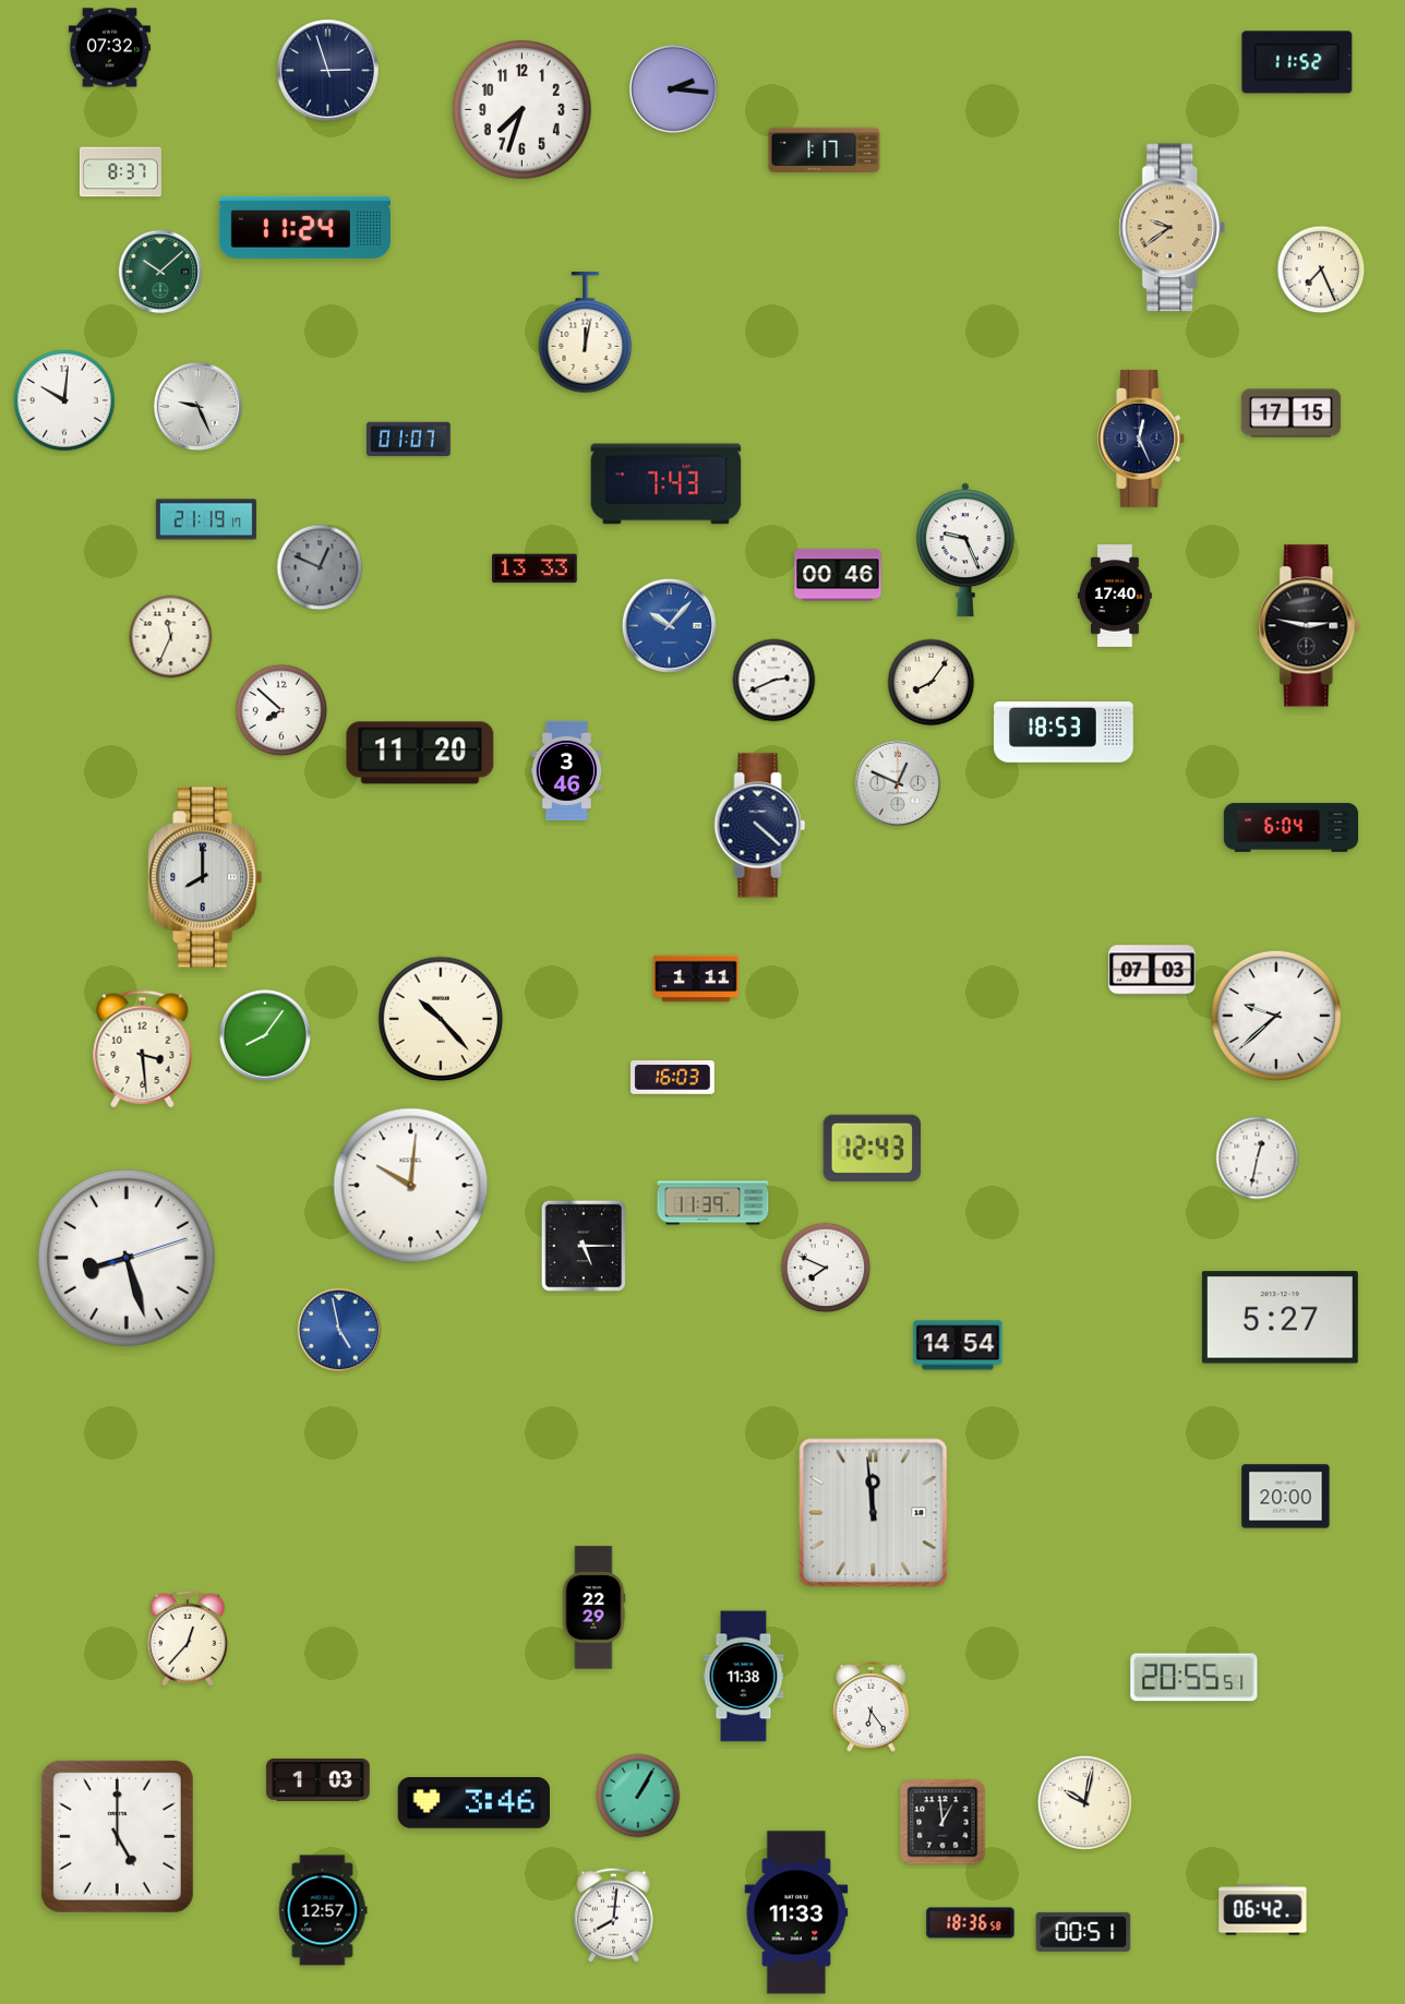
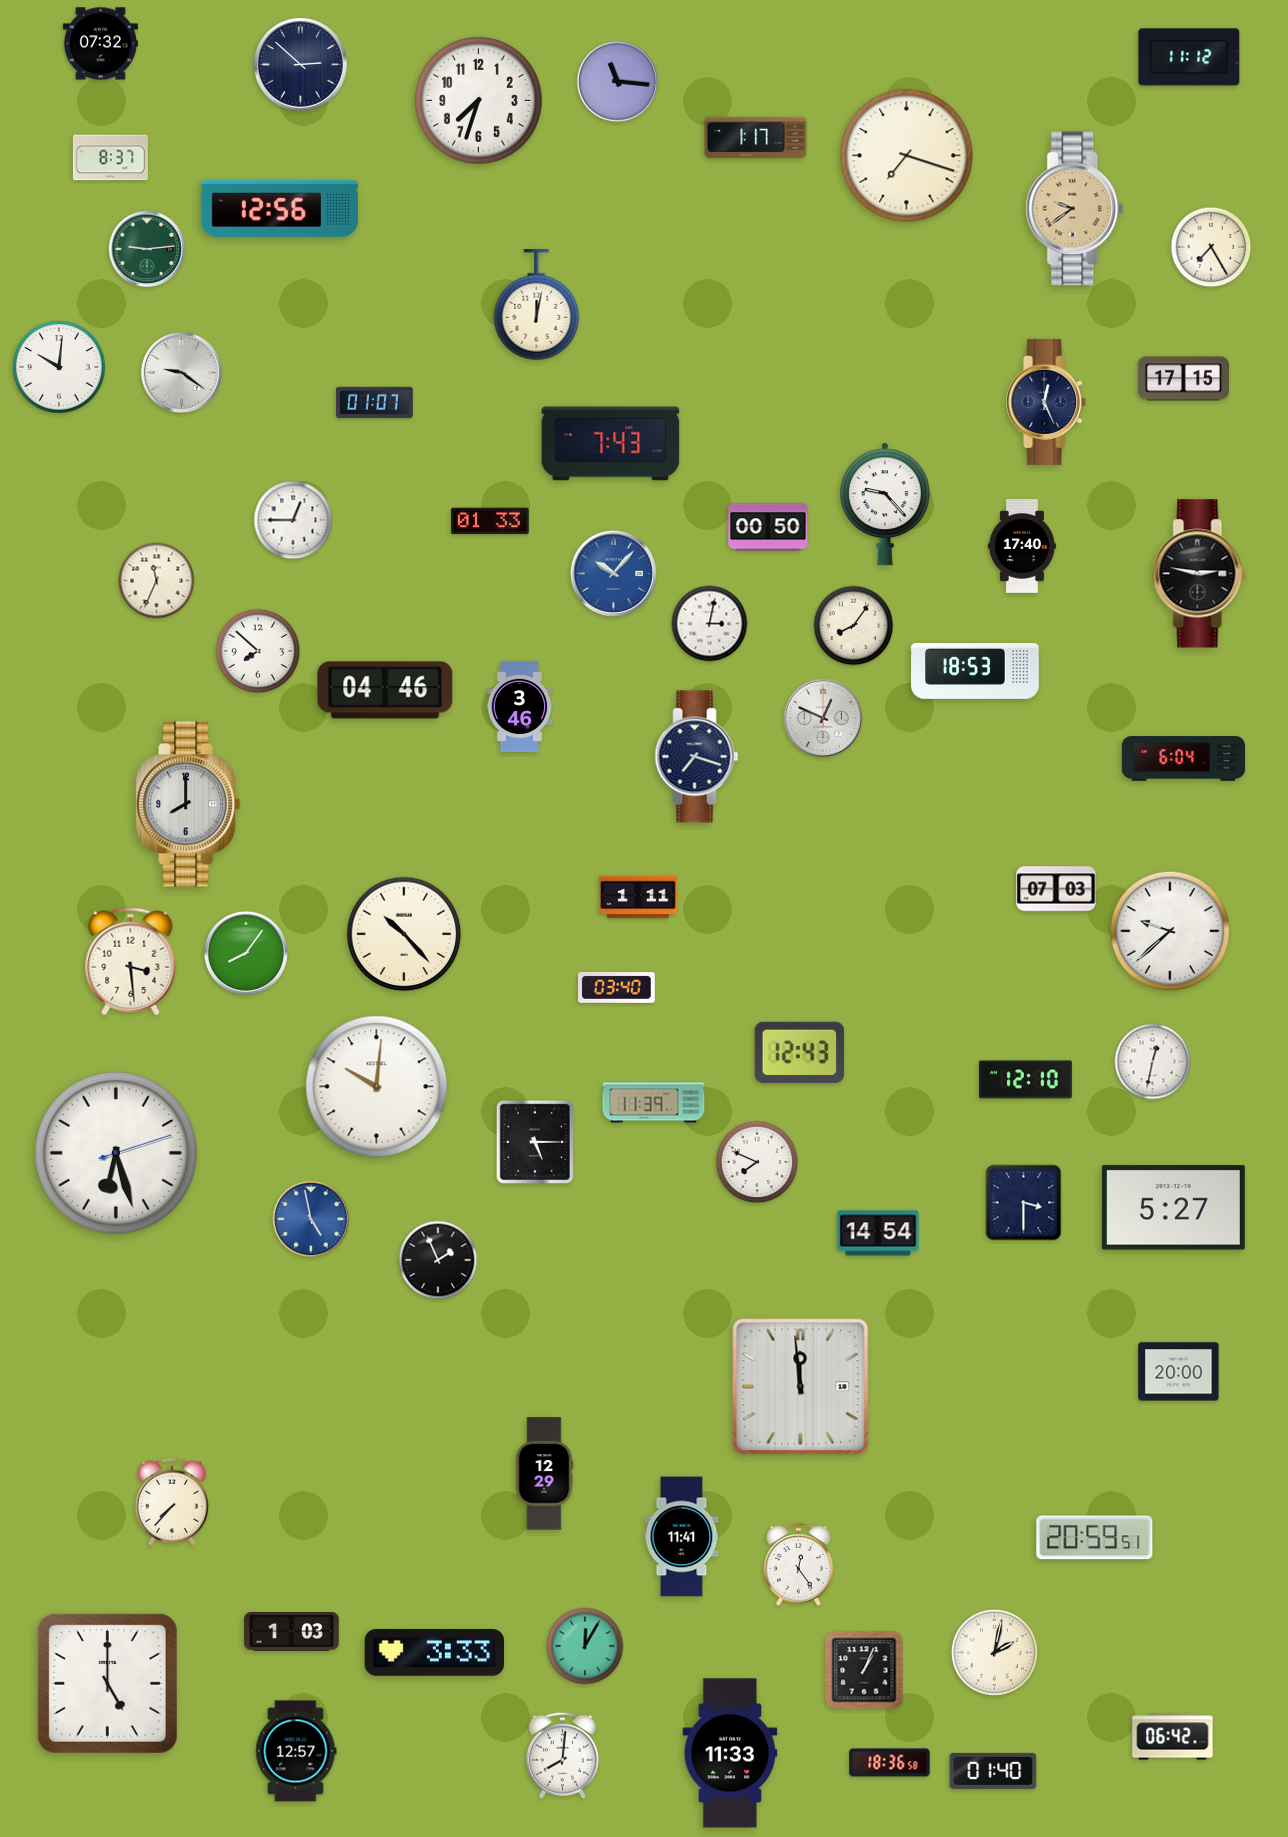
clock at (1297, 62): 11:52 -> 11:12
clock at (328, 71): 2:57 -> 2:52
clock at (673, 88): 2:16 -> 11:16
clock at (907, 156): none -> 7:18
clock at (304, 227): 11:24 -> 12:56
clock at (1321, 269): 7:26 -> 7:25
clock at (160, 272): 10:08 -> 9:14
clock at (197, 406): 9:26 -> 9:21
clock at (206, 519): 21:19 -> none
clock at (965, 550): 9:26 -> 9:23
clock at (320, 567): 12:49 -> 12:45
clock at (320, 567) dial: grey -> white
clock at (535, 568): 13:33 -> 01:33
clock at (838, 575): 00:46 -> 00:50
clock at (171, 637) position: (171, 637) -> (157, 581)
clock at (774, 681): 2:41 -> 3:02
clock at (420, 753): 11:20 -> 04:46
clock at (760, 826): 4:22 -> 7:18
clock at (265, 1035) position: (265, 1035) -> (246, 953)
clock at (673, 1078): 16:03 -> 03:40
clock at (1025, 1080): none -> 12:10
clock at (127, 1258): 8:27 -> 6:27
clock at (1024, 1203): none -> 3:30
clock at (438, 1260): none -> 1:56
clock at (593, 1608): 22:29 -> 12:29
clock at (187, 1639): 12:37 -> 7:37
clock at (744, 1677): 11:38 -> 11:41
clock at (1194, 1678): 20:55 -> 20:59
clock at (872, 1707): 6:24 -> 12:24
clock at (638, 1796): 1:05 -> 12:05
clock at (1084, 1802): 10:02 -> 2:02
clock at (475, 1803): 3:46 -> 3:33
clock at (942, 1822): 12:59 -> 1:04
clock at (1263, 1910) position: (1263, 1910) -> (1173, 1737)
clock at (1083, 1932): 00:51 -> 01:40
